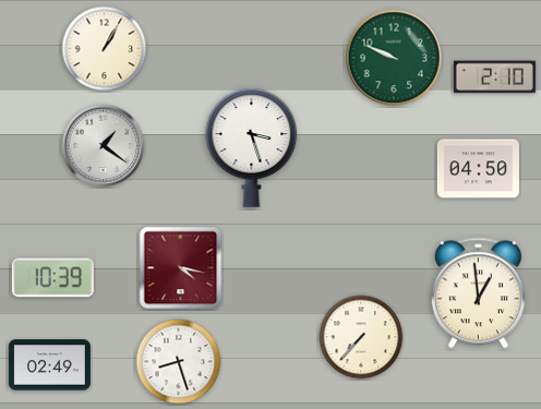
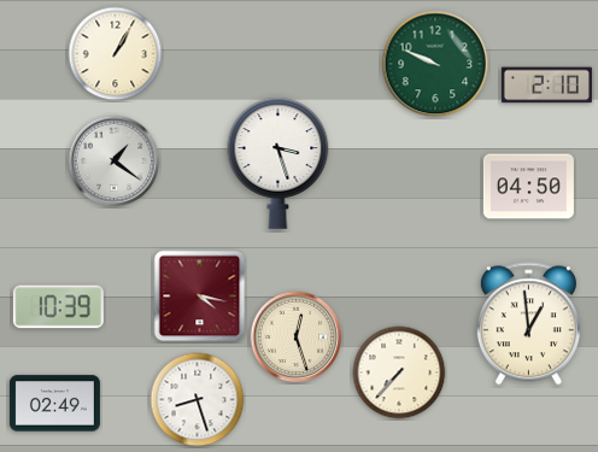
clock at (297, 337): none -> 12:27
